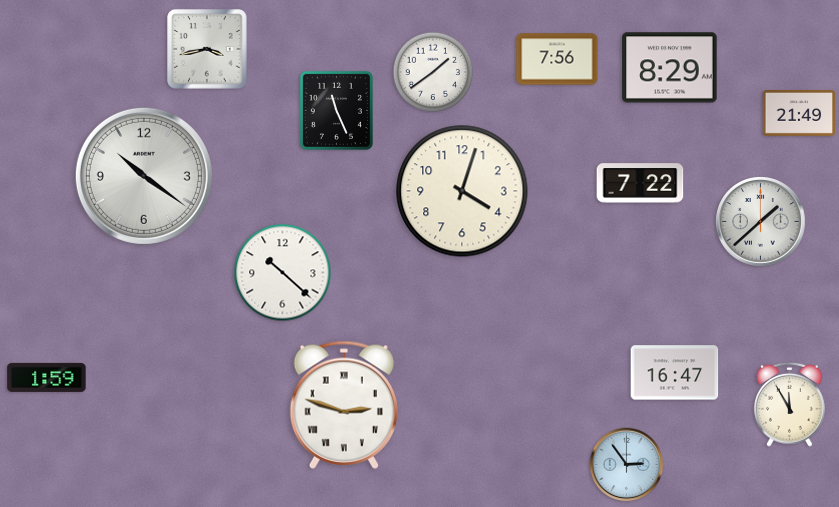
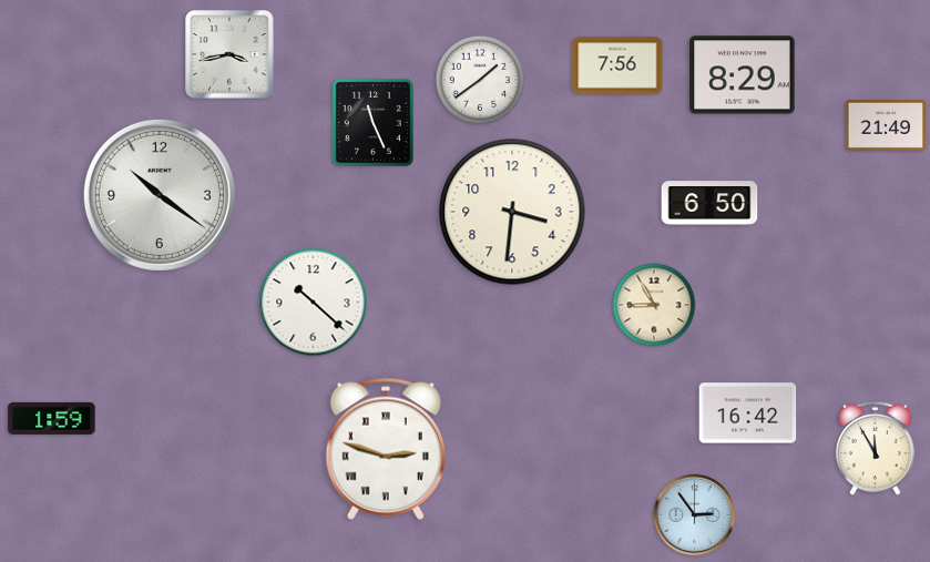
clock at (640, 183): 7:22 -> 6:50
clock at (462, 191): 4:03 -> 3:31
clock at (761, 222): 1:38 -> none
clock at (654, 305): none -> 8:55
clock at (675, 373): 16:47 -> 16:42
clock at (343, 405) position: (343, 405) -> (385, 449)
